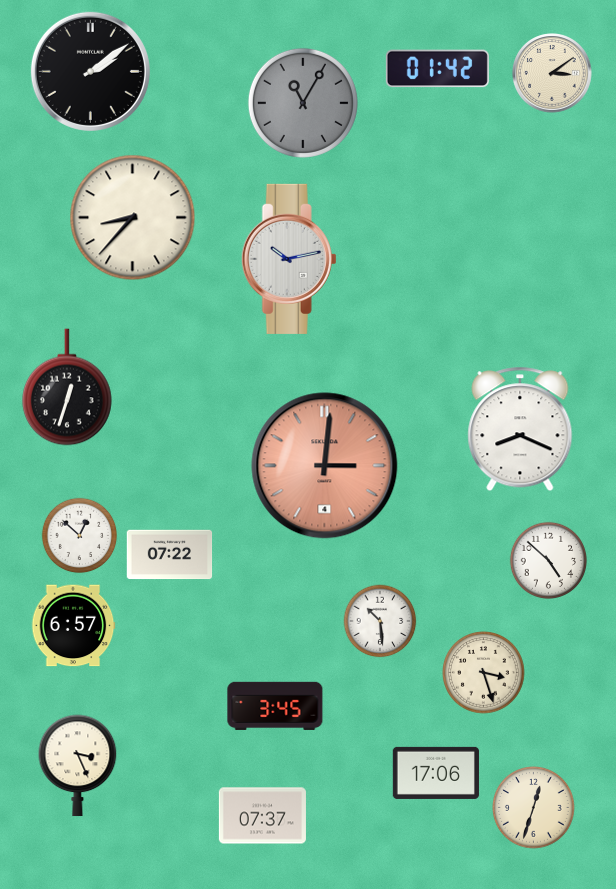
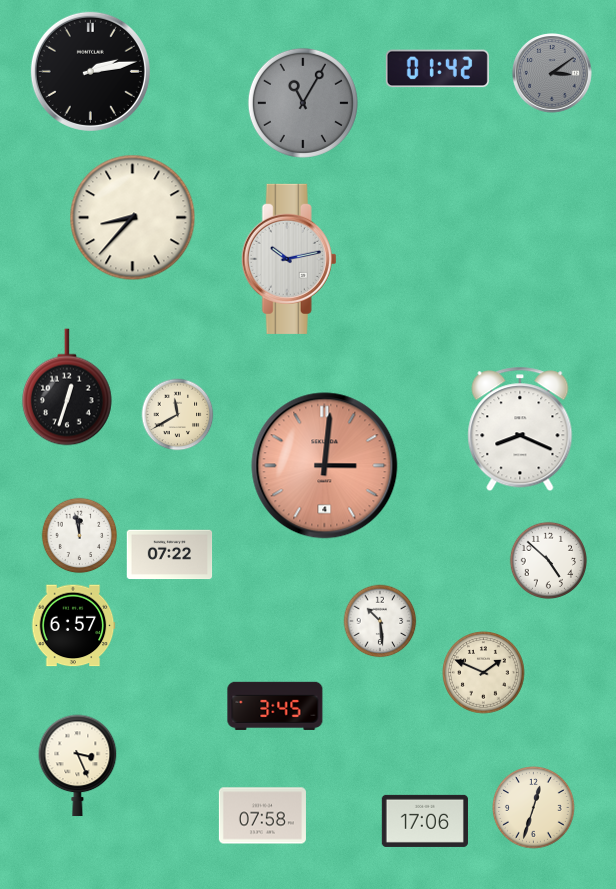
clock at (90, 71): 2:09 -> 2:13
clock at (552, 73) dial: cream -> grey
clock at (178, 415): none -> 11:40
clock at (80, 536): 12:52 -> 11:58
clock at (484, 673): 3:27 -> 1:49
clock at (436, 773) position: (436, 773) -> (425, 821)
clock at (262, 816): 07:37 -> 07:58
